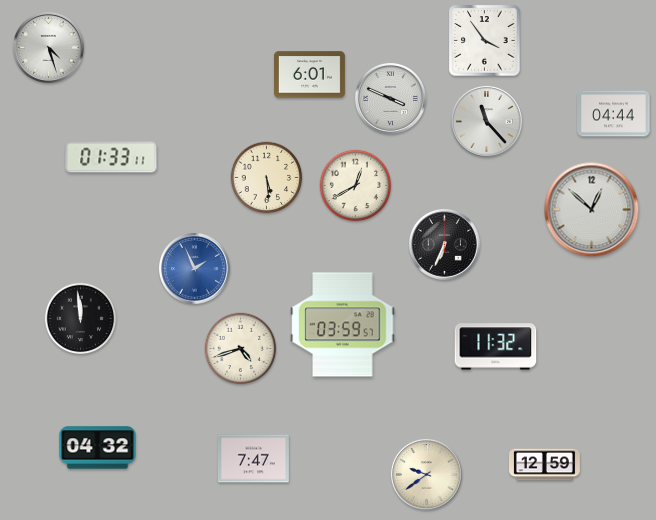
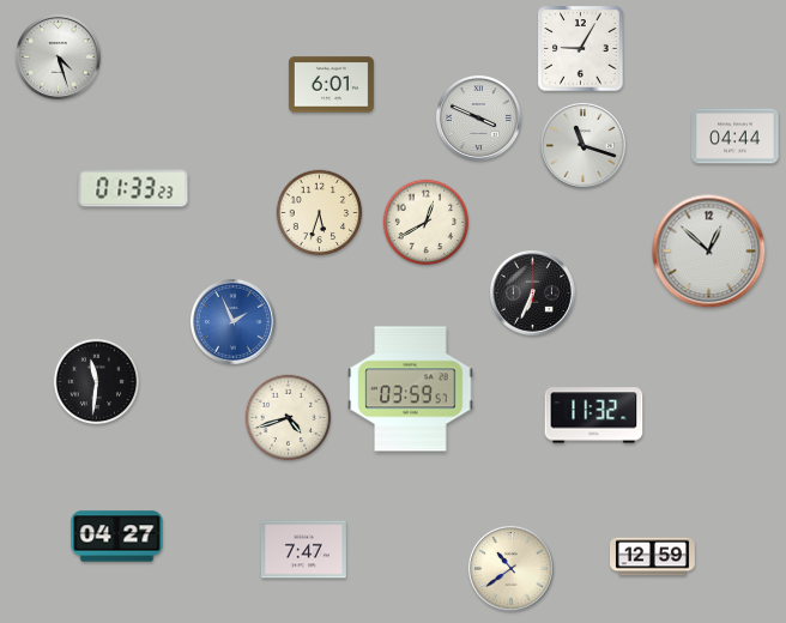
clock at (485, 41): 3:54 -> 9:05
clock at (309, 75) position: (309, 75) -> (331, 85)
clock at (390, 98) position: (390, 98) -> (478, 117)
clock at (486, 121): 11:23 -> 11:18
clock at (111, 157): 01:33:11 -> 01:33:23
clock at (267, 178): 5:29 -> 5:33
clock at (81, 319): 11:59 -> 11:31
clock at (98, 448): 04:32 -> 04:27
clock at (426, 474): 9:39 -> 10:39
